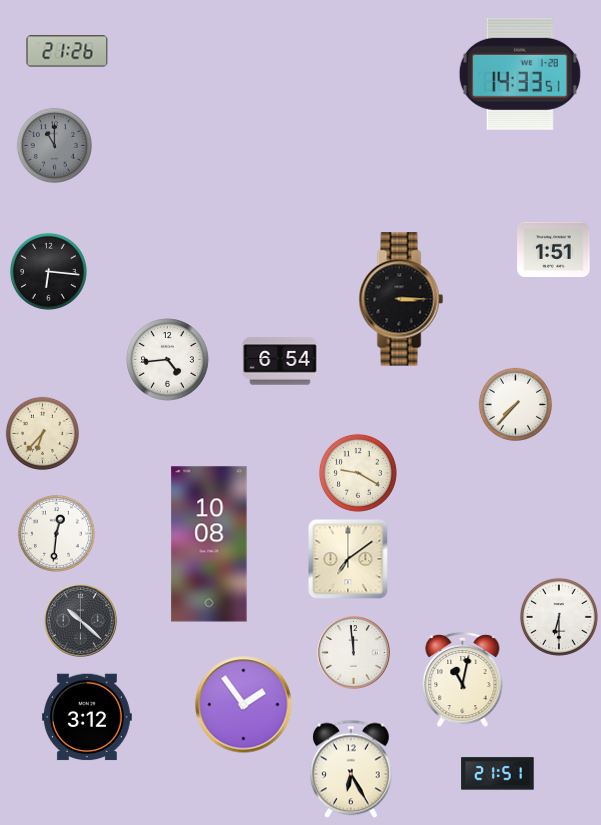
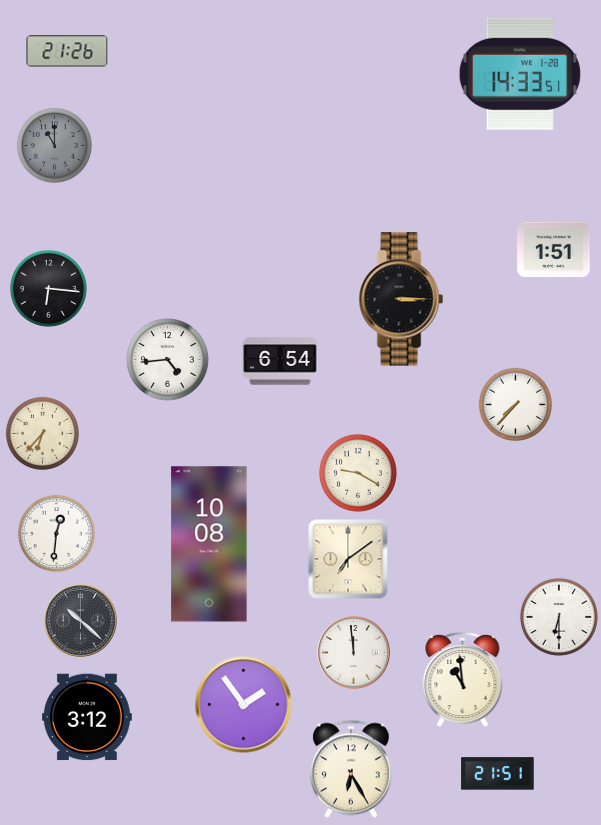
clock at (48, 271) position: (48, 271) -> (48, 288)
clock at (463, 680): 11:02 -> 10:59
